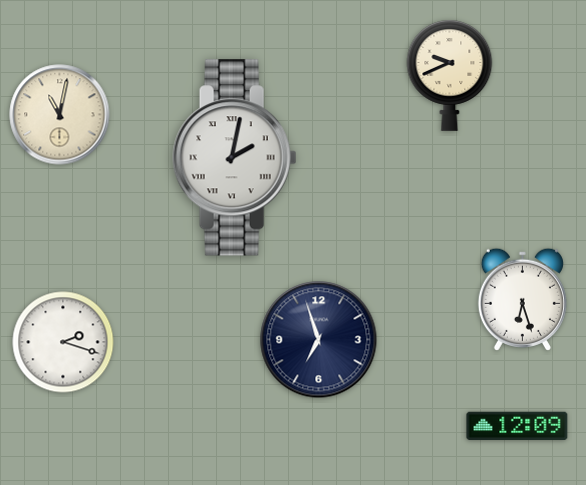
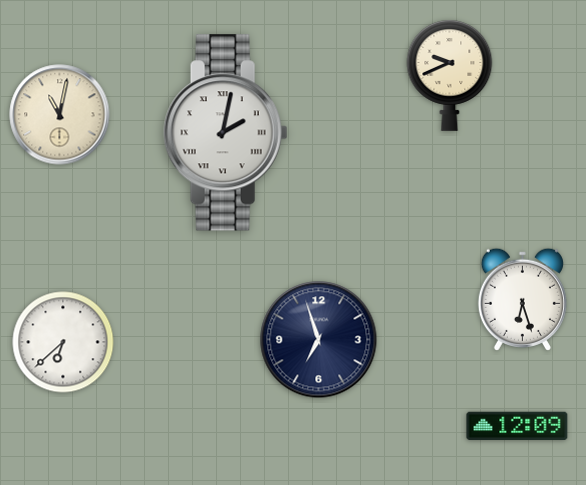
clock at (235, 158) position: (235, 158) -> (226, 133)
clock at (63, 342): 2:18 -> 6:38
